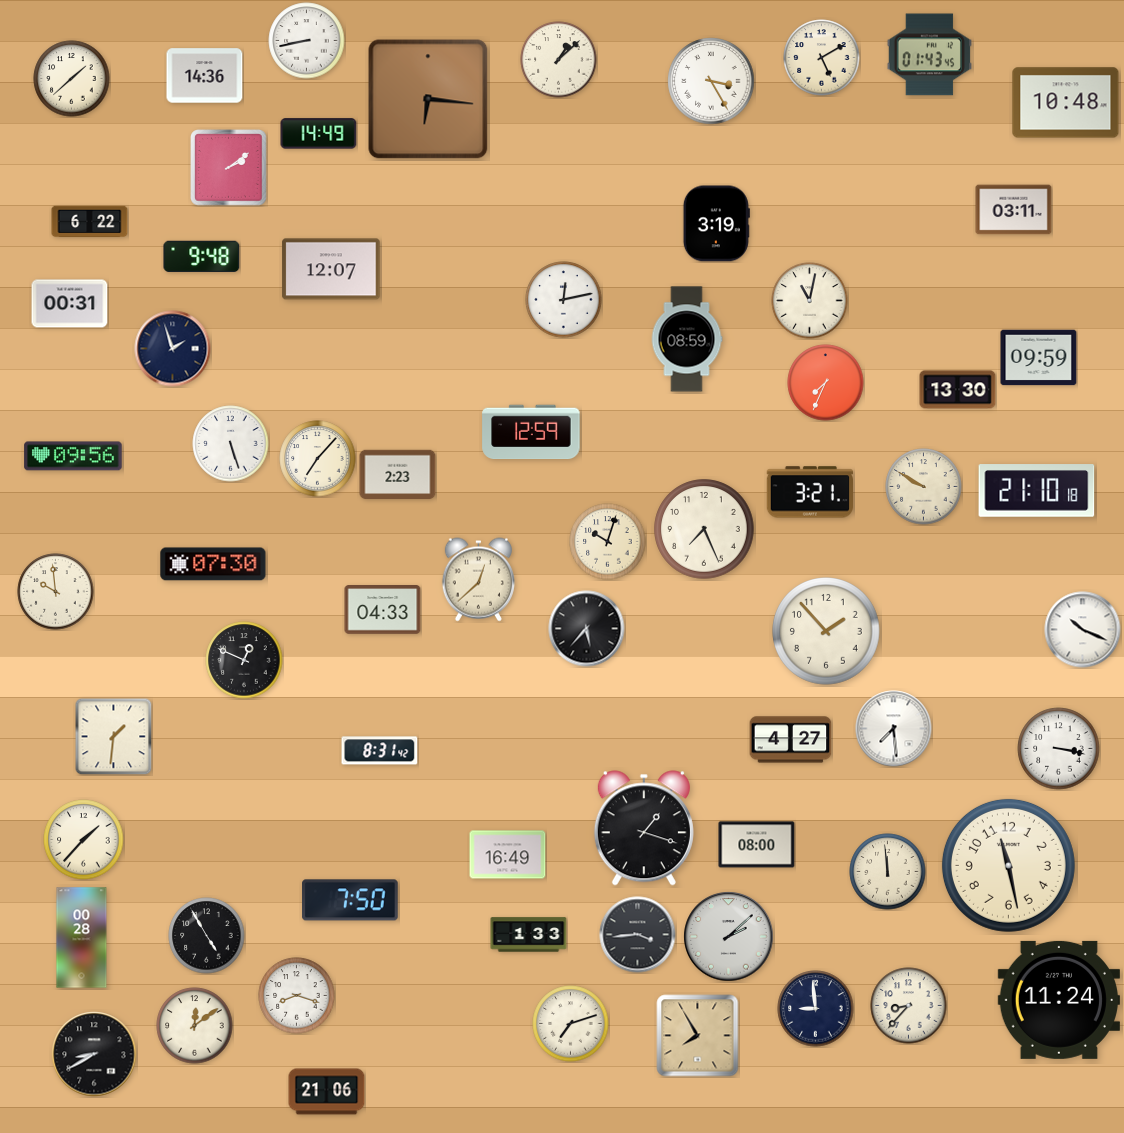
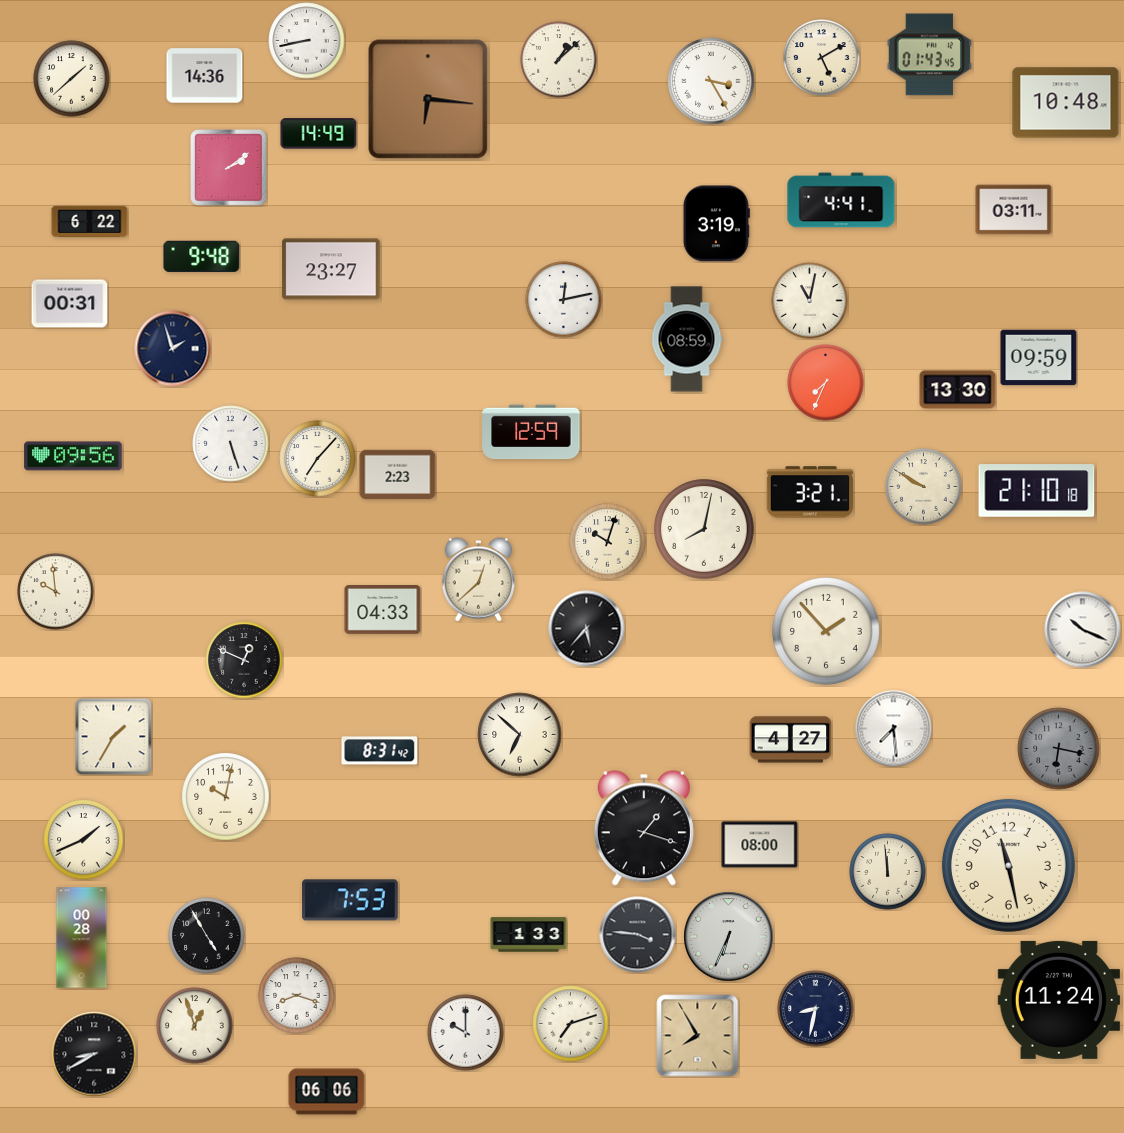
clock at (841, 200): none -> 4:41
clock at (331, 269): 12:07 -> 23:27
clock at (704, 529): 7:26 -> 8:02
clock at (213, 564): 07:30 -> none
clock at (520, 735): none -> 6:52
clock at (113, 736): 1:31 -> 1:35
clock at (1059, 749): 3:17 -> 6:17
clock at (1059, 749) dial: white -> grey
clock at (226, 797): none -> 10:02
clock at (84, 840): 1:37 -> 1:41
clock at (757, 845) position: (757, 845) -> (760, 845)
clock at (508, 855): 16:49 -> none
clock at (350, 900): 7:50 -> 7:53
clock at (638, 935): 3:44 -> 3:46
clock at (729, 937): 2:08 -> 6:34
clock at (909, 1006): 8:37 -> none
clock at (816, 1009): 8:59 -> 8:32
clock at (195, 1026): 12:09 -> 12:57
clock at (466, 1033): none -> 10:00
clock at (327, 1092): 21:06 -> 06:06
